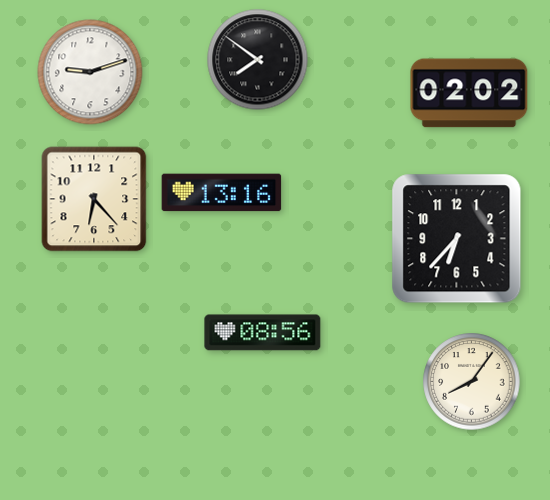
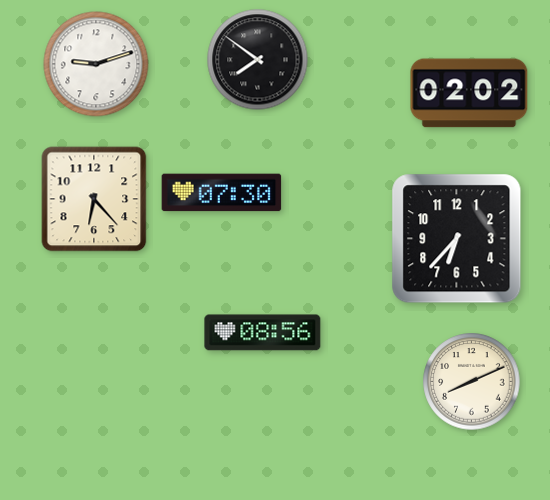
clock at (90, 72) position: (90, 72) -> (96, 64)
clock at (222, 193): 13:16 -> 07:30
clock at (472, 382): 8:06 -> 8:11
